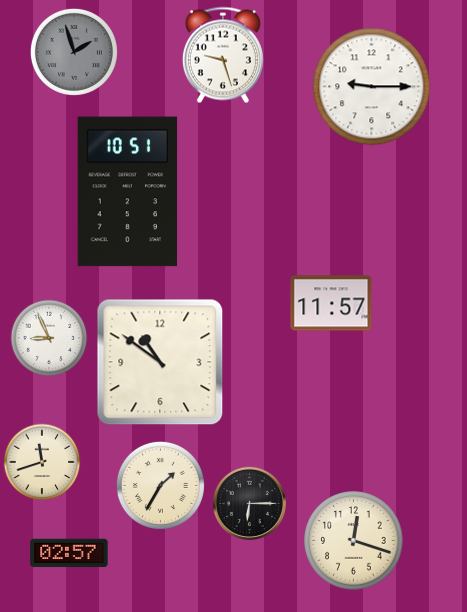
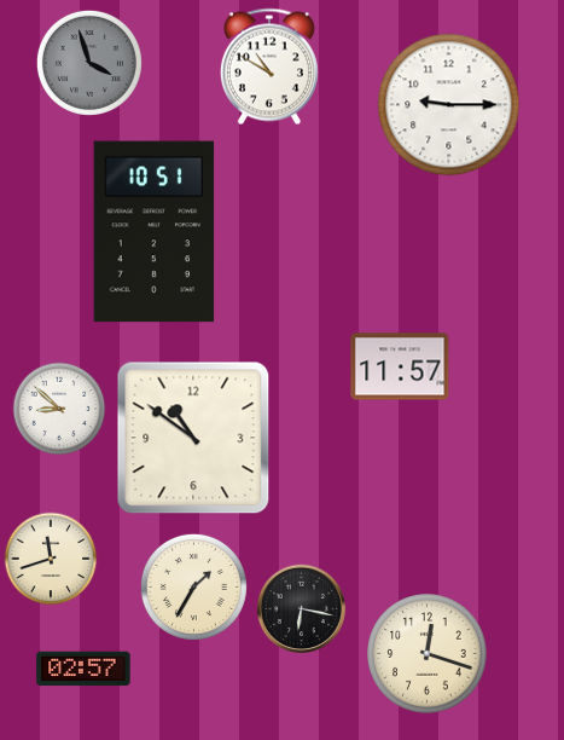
clock at (74, 52): 1:57 -> 3:57
clock at (223, 55): 9:27 -> 10:50
clock at (49, 338): 8:56 -> 8:52
clock at (249, 503): 6:15 -> 6:17
